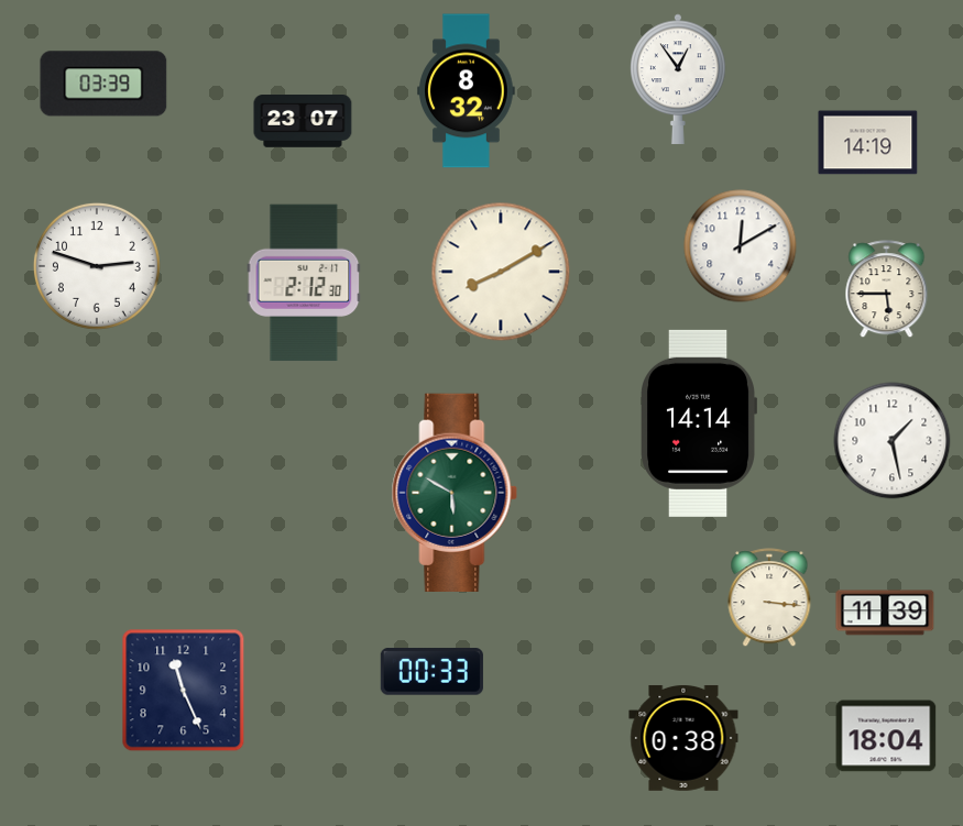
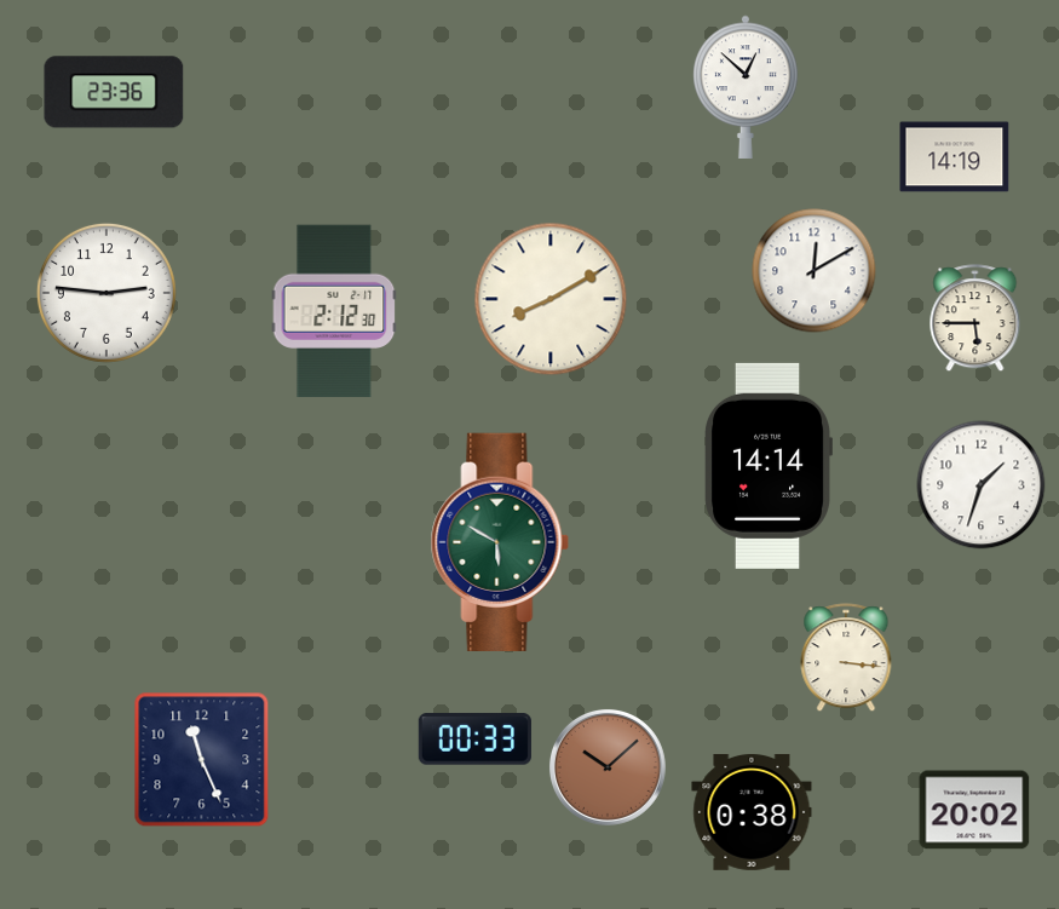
clock at (678, 79): 12:54 -> 12:52
clock at (103, 84): 03:39 -> 23:36
clock at (467, 91): 8:32 -> none
clock at (303, 122): 23:07 -> none
clock at (97, 266): 2:48 -> 2:46
clock at (893, 441): 1:28 -> 1:33
clock at (885, 613): 11:39 -> none
clock at (608, 767): none -> 10:08
clock at (886, 736): 18:04 -> 20:02
